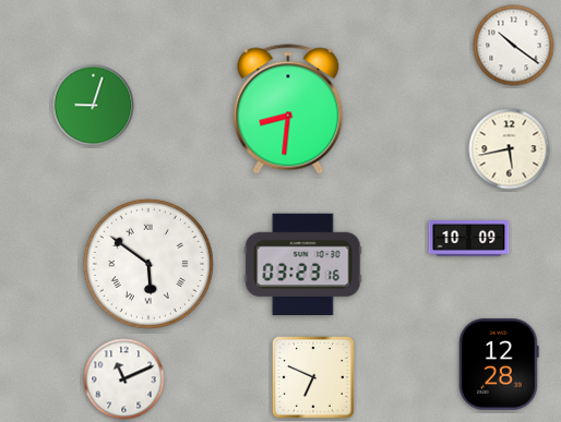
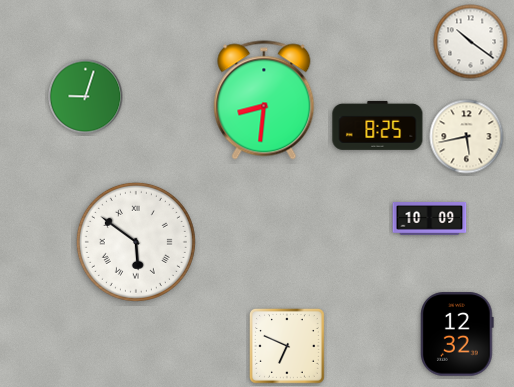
clock at (378, 125): none -> 8:25
clock at (303, 265): 03:23 -> none
clock at (499, 364): 12:28 -> 12:32
clock at (124, 379): 11:11 -> none
